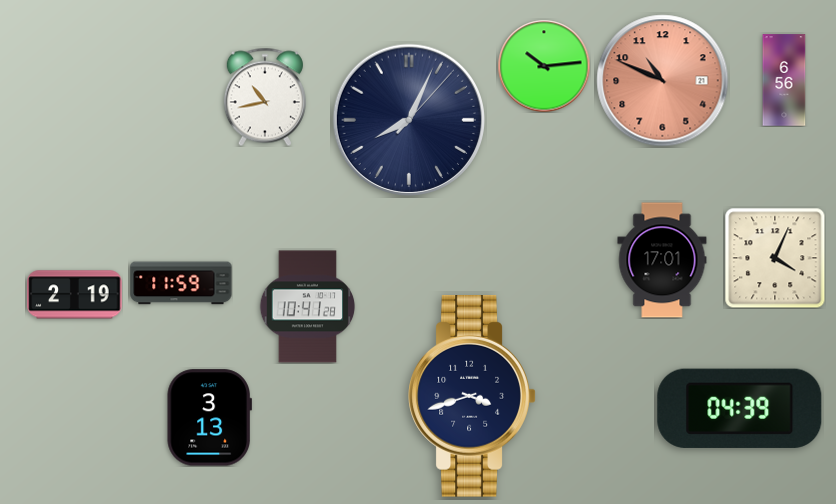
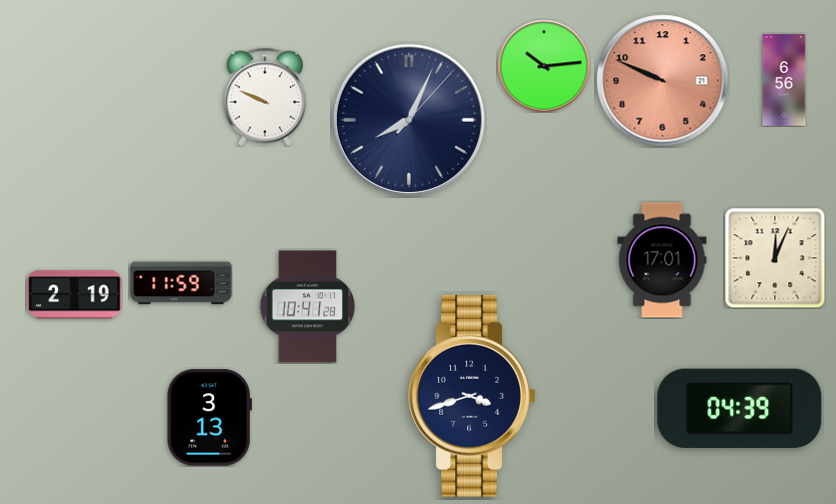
clock at (663, 81): 10:49 -> 9:49
clock at (265, 97): 10:43 -> 9:49
clock at (775, 258): 4:04 -> 12:04
